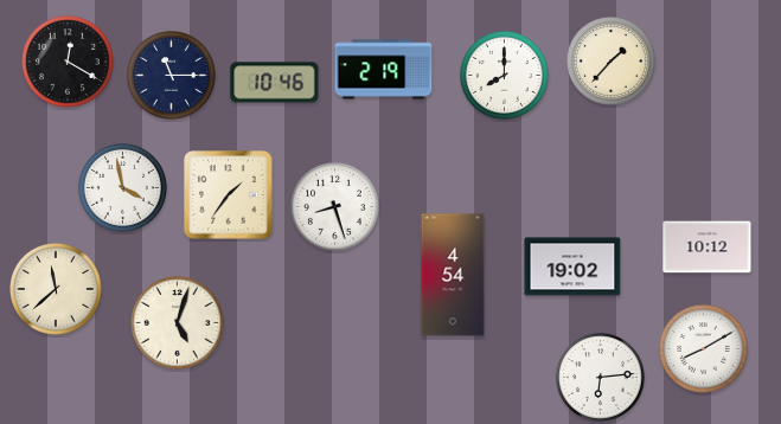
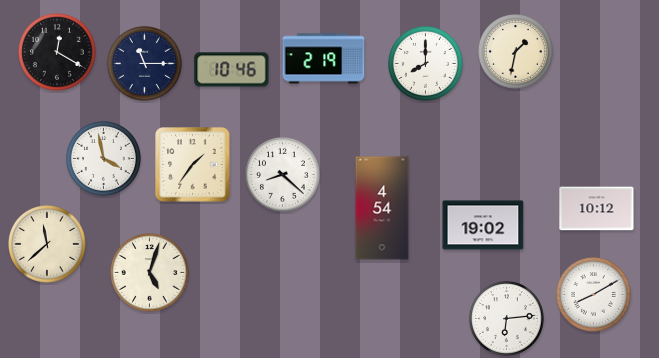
clock at (610, 60): 1:37 -> 1:32
clock at (334, 206): 8:27 -> 8:22
clock at (453, 275) position: (453, 275) -> (382, 208)
